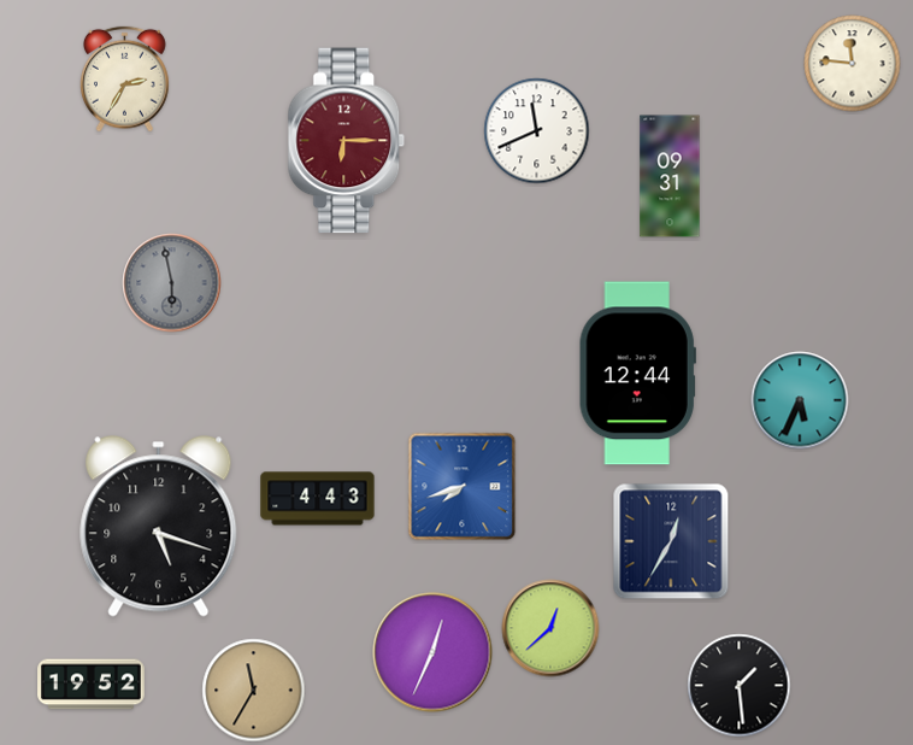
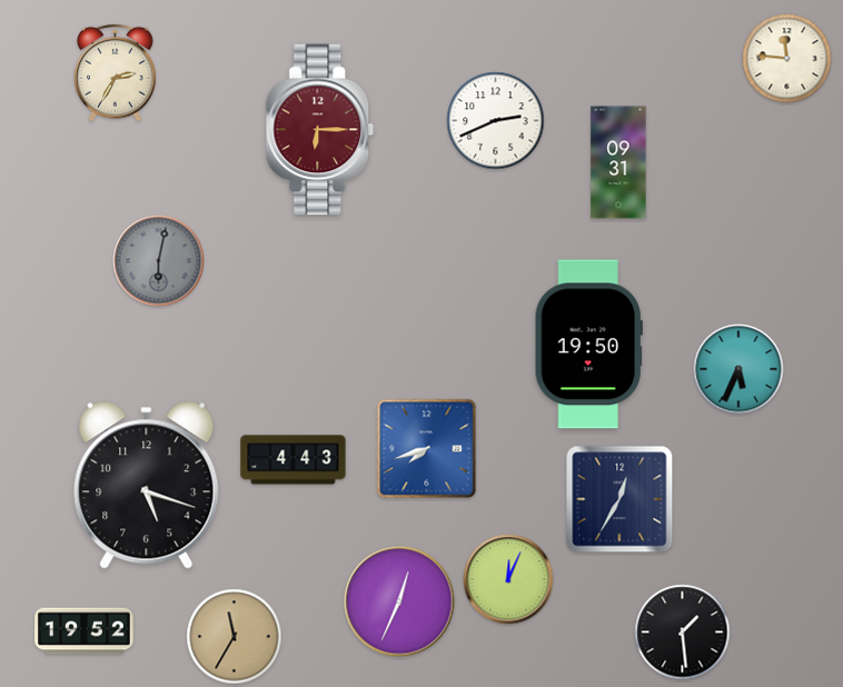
clock at (537, 131): 11:41 -> 2:41
clock at (172, 283): 5:58 -> 6:02
clock at (637, 374): 12:44 -> 19:50
clock at (550, 628): 12:38 -> 12:04
